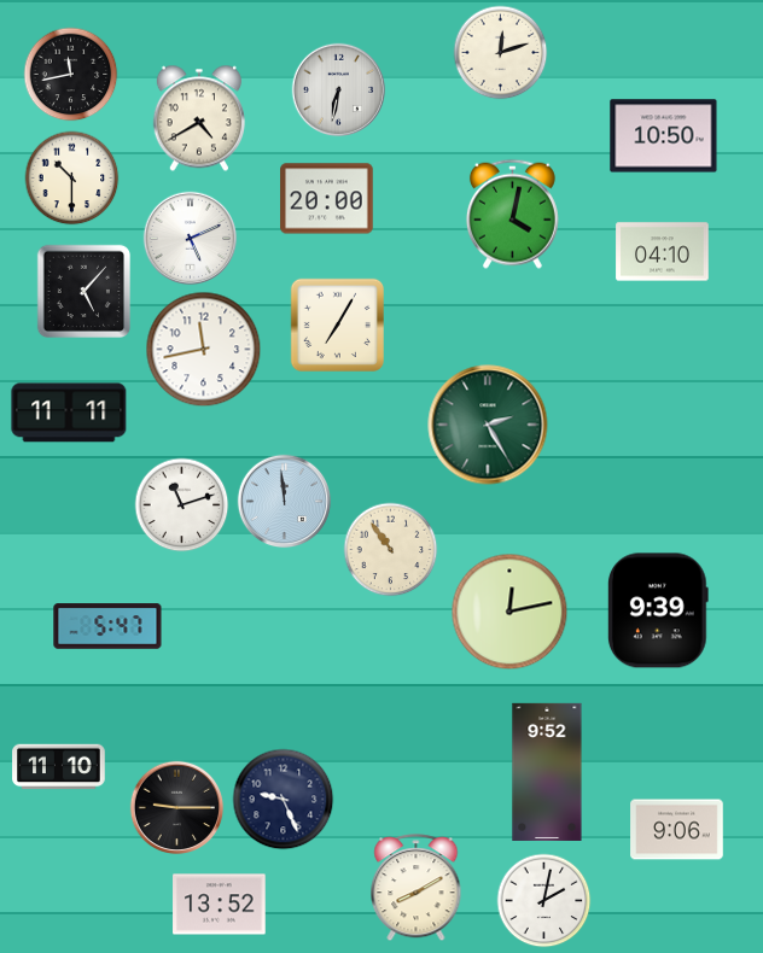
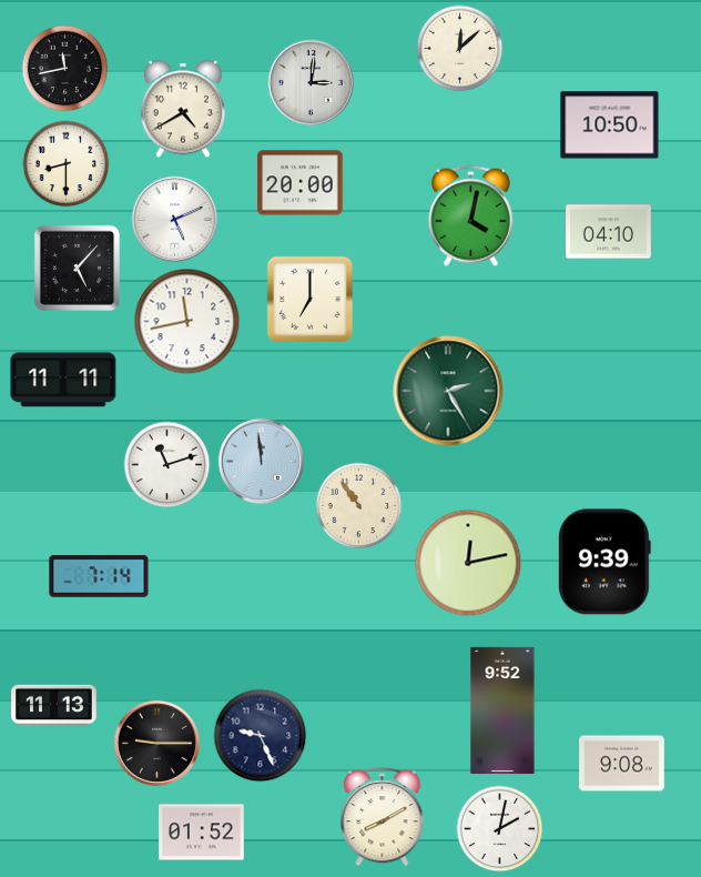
clock at (500, 52): 12:12 -> 12:08
clock at (338, 89): 6:32 -> 3:01
clock at (71, 177): 10:30 -> 8:30
clock at (512, 214) position: (512, 214) -> (470, 215)
clock at (337, 325): 7:05 -> 7:00
clock at (107, 626): 5:47 -> 7:14
clock at (59, 767): 11:10 -> 11:13
clock at (176, 807) position: (176, 807) -> (156, 743)
clock at (677, 830): 9:06 -> 9:08
clock at (220, 905): 13:52 -> 01:52
